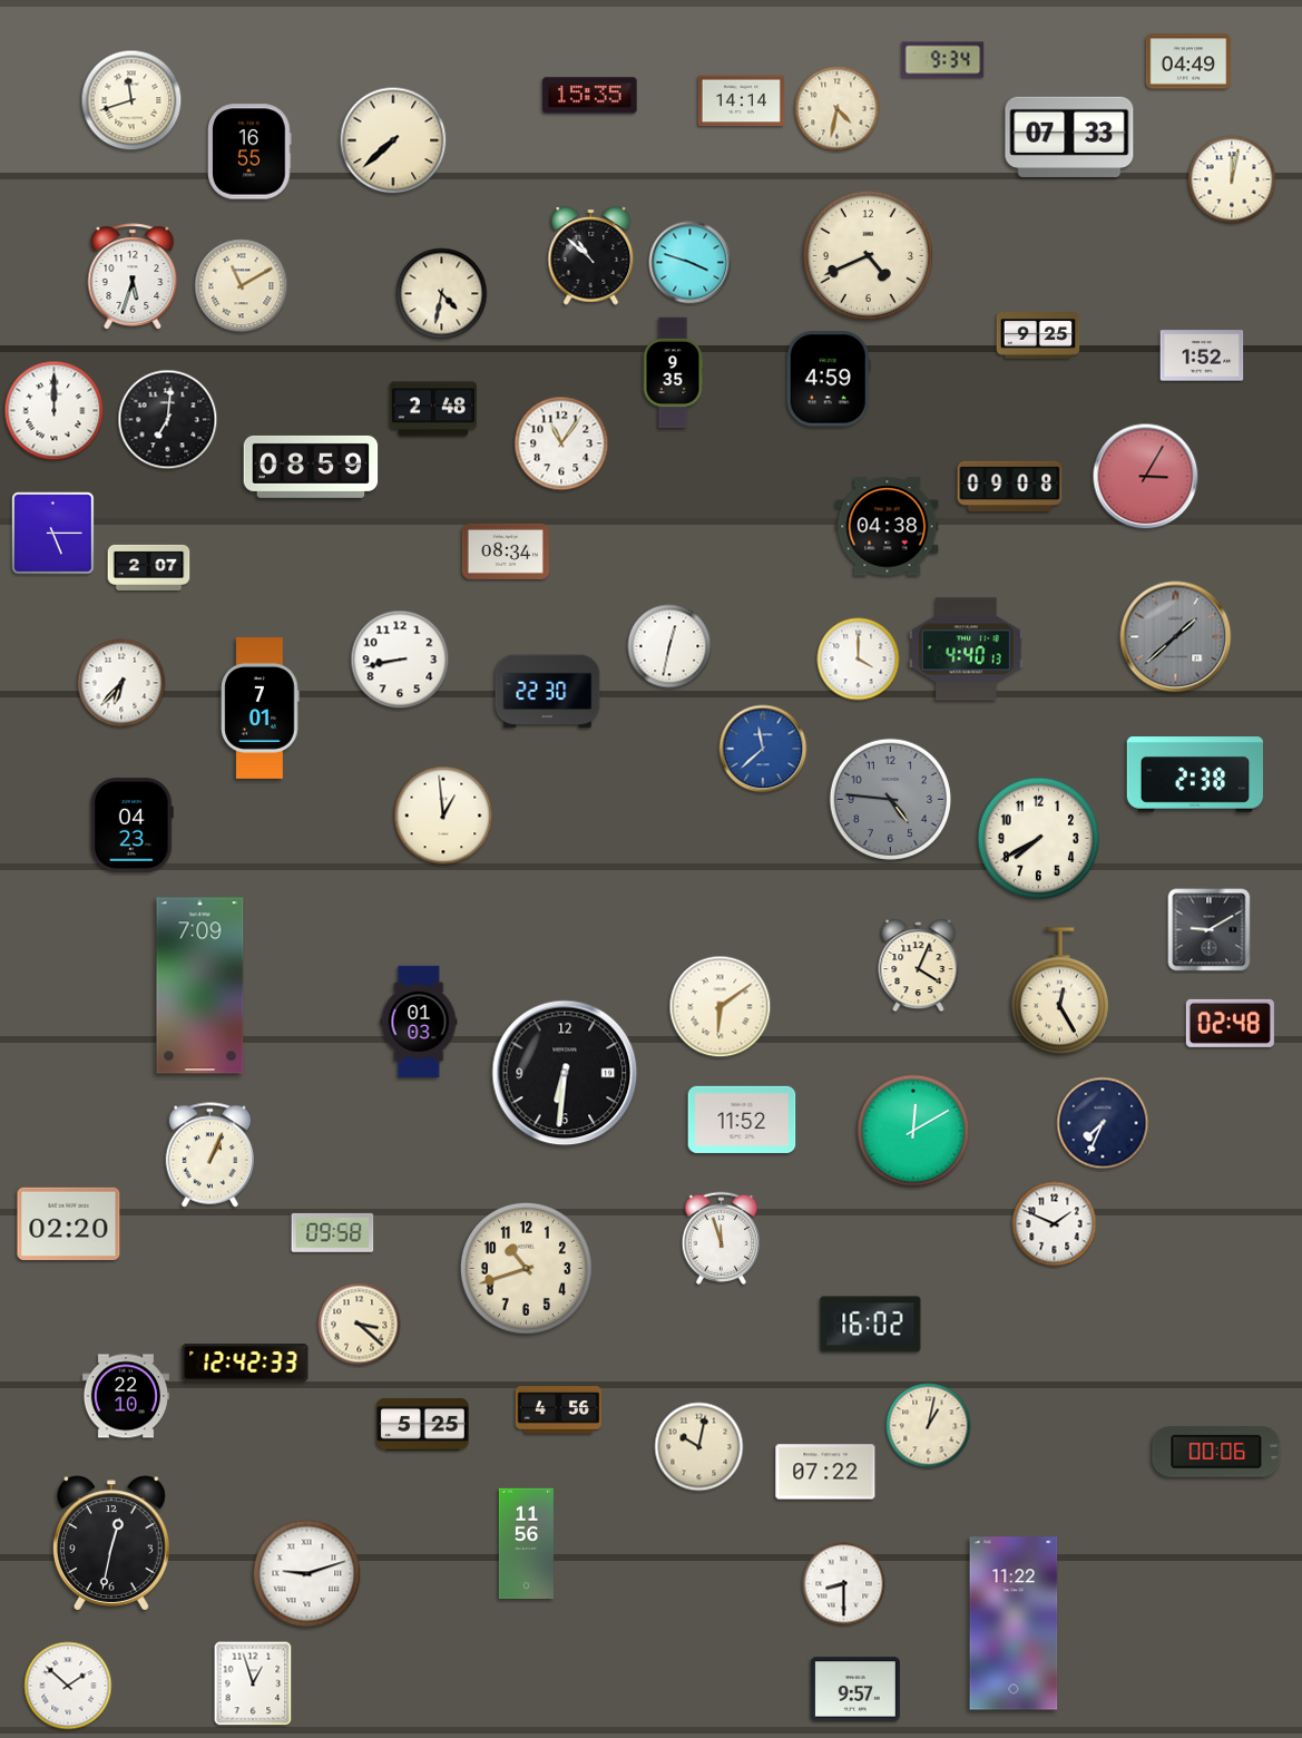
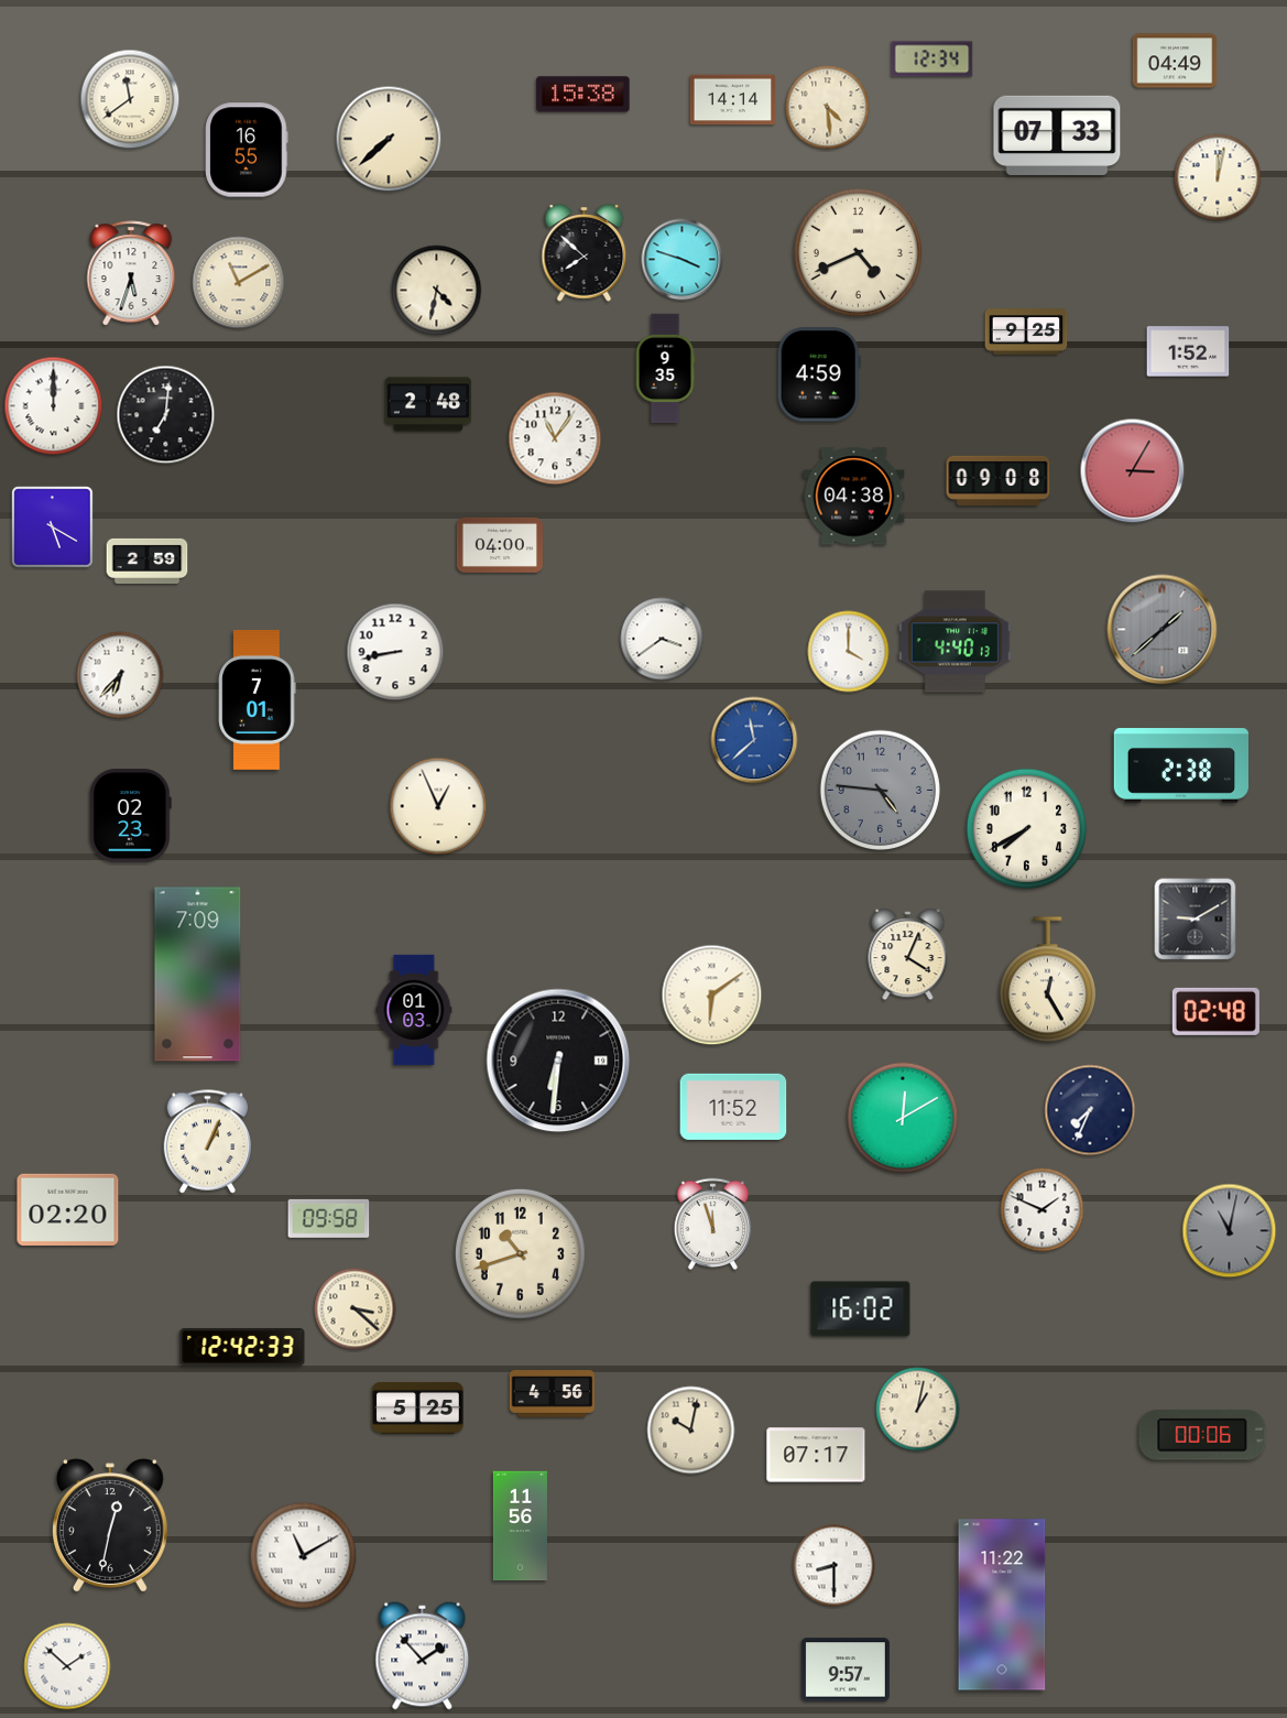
clock at (943, 60): 9:34 -> 12:34
clock at (590, 96): 15:35 -> 15:38
clock at (131, 100): 11:42 -> 11:39
clock at (838, 109): 4:32 -> 4:29
clock at (591, 256): 10:52 -> 7:52
clock at (311, 467): 08:59 -> none
clock at (888, 527) position: (888, 527) -> (854, 497)
clock at (53, 534): 5:15 -> 5:20
clock at (506, 551): 08:34 -> 04:00
clock at (149, 567): 2:07 -> 2:59
clock at (669, 646): 12:32 -> 3:39
clock at (548, 692): 22:30 -> none
clock at (443, 816): 12:59 -> 12:56
clock at (131, 826): 04:23 -> 02:23
clock at (1230, 1231): none -> 11:02
clock at (126, 1396): 22:10 -> none
clock at (825, 1472): 07:22 -> 07:17
clock at (307, 1574): 9:12 -> 11:10
clock at (423, 1656): none -> 1:53
clock at (253, 1683): 12:57 -> none
